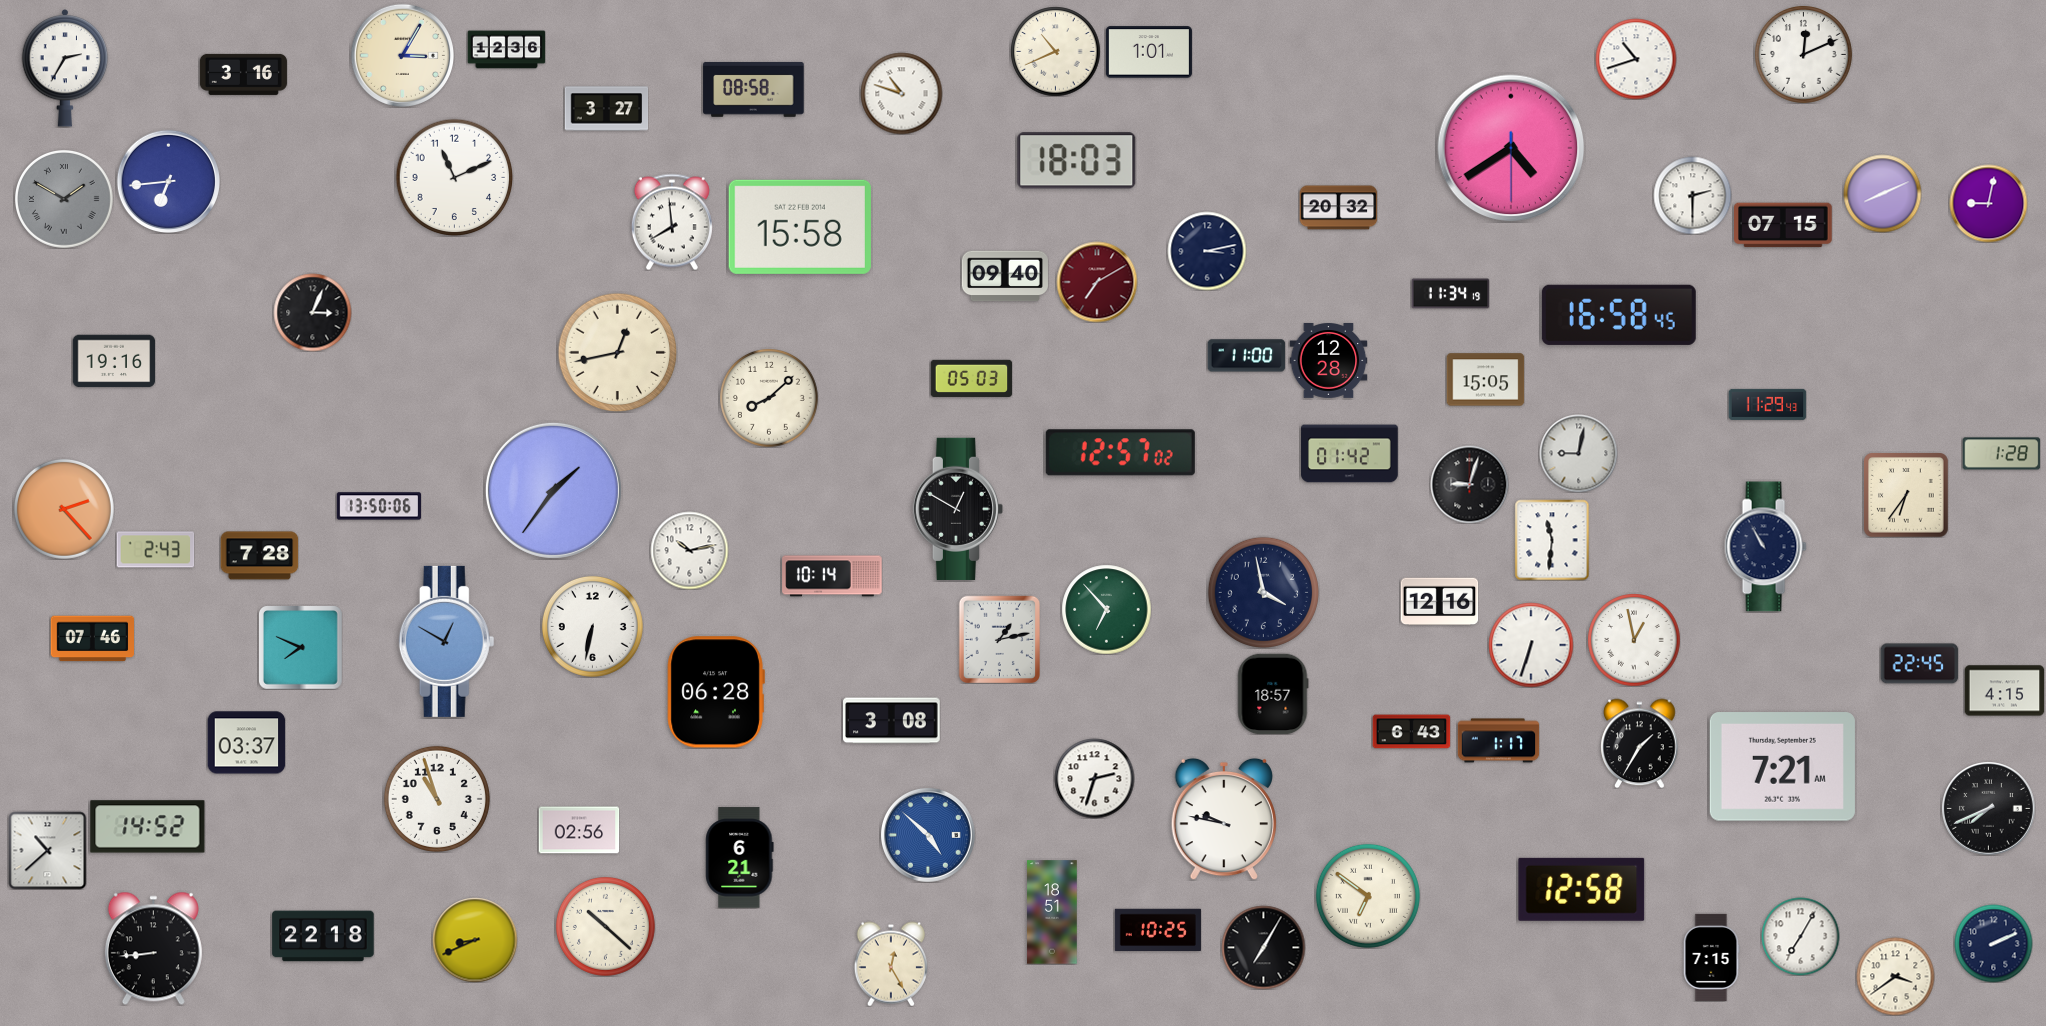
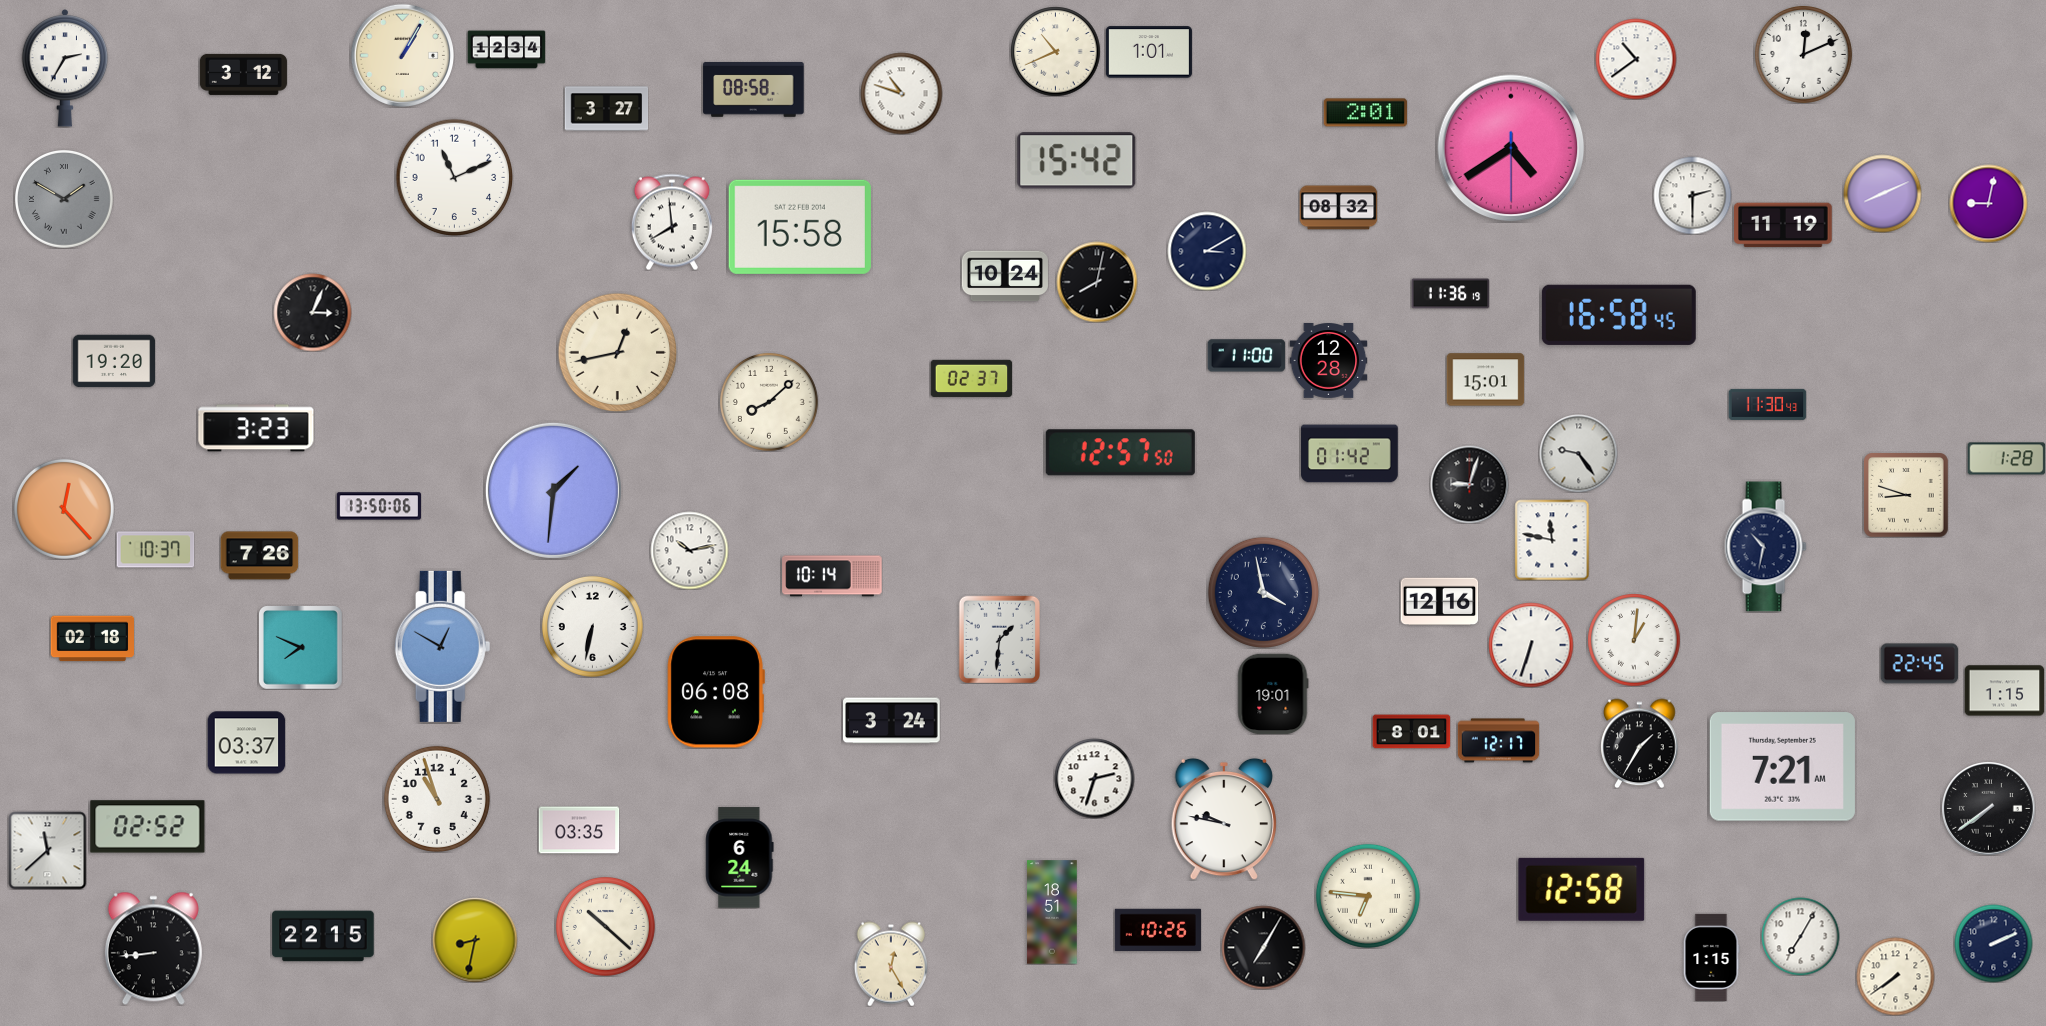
clock at (506, 50): 12:36 -> 12:34
clock at (402, 55): 3:05 -> 1:05
clock at (1636, 59): 10:42 -> 10:39
clock at (243, 74): 3:16 -> 3:12
clock at (1365, 113): none -> 2:01
clock at (1077, 161): 18:03 -> 15:42
clock at (168, 181): 6:44 -> none
clock at (1338, 208): 20:32 -> 08:32
clock at (1784, 225): 07:15 -> 11:19
clock at (1207, 251): 3:13 -> 3:10
clock at (1005, 276): 09:40 -> 10:24
clock at (1097, 282): 7:10 -> 8:02
clock at (1097, 282) dial: burgundy -> black
clock at (1450, 294): 11:34 -> 11:36
clock at (114, 361): 19:16 -> 19:20
clock at (971, 378): 05:03 -> 02:37
clock at (1485, 380): 15:05 -> 15:01
clock at (770, 399) position: (770, 399) -> (770, 403)
clock at (1767, 404): 11:29 -> 11:30
clock at (256, 428): none -> 3:23
clock at (1120, 453): 12:57:02 -> 12:57:50
clock at (1578, 453): 9:02 -> 9:24
clock at (2001, 454) position: (2001, 454) -> (2006, 459)
clock at (553, 490): 1:36 -> 1:31
clock at (1906, 495): 6:36 -> 8:48
clock at (64, 509): 2:23 -> 12:23
clock at (957, 509): 12:50 -> none
clock at (1552, 540): 11:31 -> 11:47
clock at (1765, 547): 10:55 -> 10:32
clock at (155, 550): 2:43 -> 10:37
clock at (259, 556): 7:28 -> 7:26
clock at (1106, 609): 6:53 -> none
clock at (92, 639): 07:46 -> 02:18
clock at (999, 639): 1:13 -> 1:31
clock at (1634, 640): 12:58 -> 1:01
clock at (447, 641) position: (447, 641) -> (443, 646)
clock at (2004, 691): 4:15 -> 1:15
clock at (716, 692): 06:28 -> 06:08
clock at (1273, 694): 18:57 -> 19:01
clock at (892, 721): 3:08 -> 3:24
clock at (1411, 732): 6:43 -> 8:01
clock at (1498, 741): 1:17 -> 12:17
clock at (1989, 809): 7:41 -> 7:39
clock at (148, 827): 14:52 -> 02:52
clock at (579, 830): 02:56 -> 03:35
clock at (928, 835): 4:52 -> none
clock at (47, 850): 10:38 -> 11:38
clock at (740, 858): 6:21 -> 6:24
clock at (1368, 896): 6:51 -> 6:46
clock at (1158, 930): 10:25 -> 10:26
clock at (323, 936): 22:18 -> 22:15
clock at (475, 940): 8:41 -> 8:32
clock at (1711, 957): 7:15 -> 1:15
clock at (1895, 976): 3:39 -> 7:39
